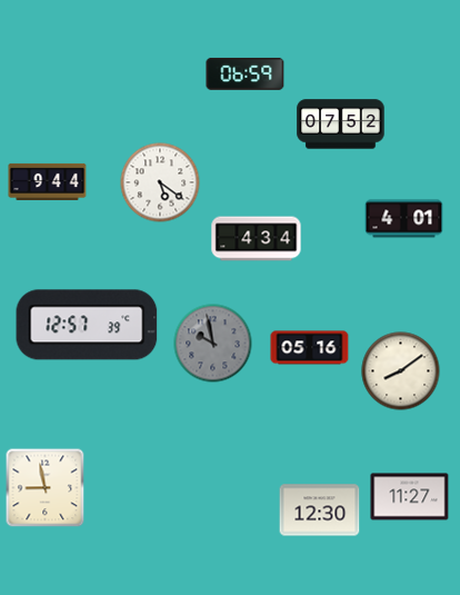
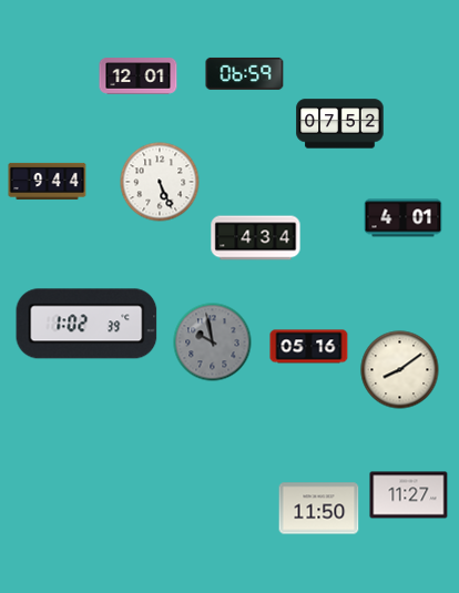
clock at (139, 76): none -> 12:01
clock at (160, 182): 5:21 -> 5:26
clock at (87, 325): 12:57 -> 1:02
clock at (46, 488): 8:58 -> none
clock at (320, 510): 12:30 -> 11:50
